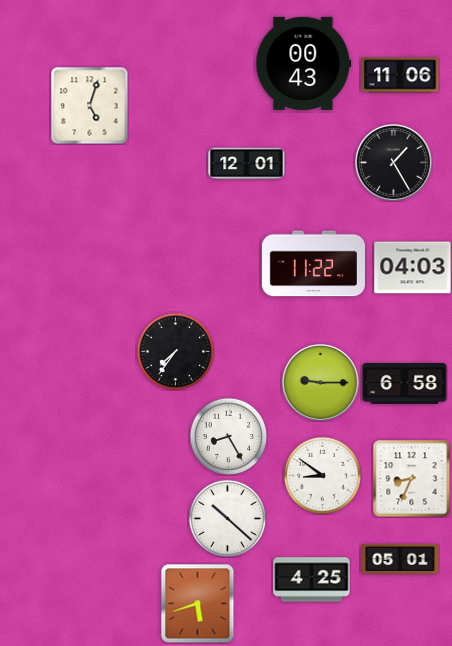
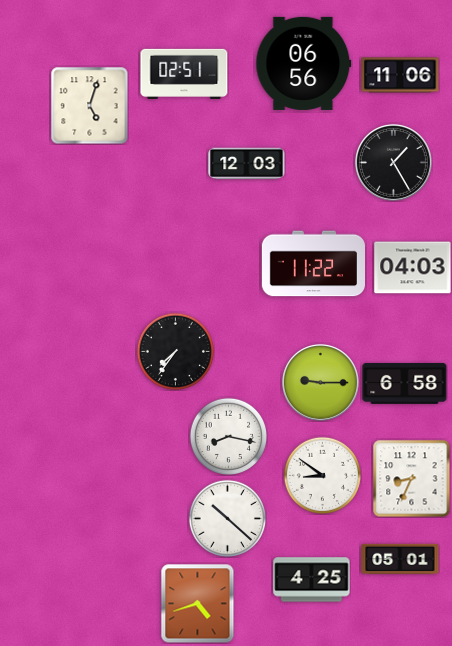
clock at (304, 63): 00:43 -> 06:56
clock at (184, 74): none -> 02:51
clock at (247, 164): 12:01 -> 12:03
clock at (228, 436): 8:25 -> 8:17
clock at (198, 603): 5:42 -> 4:42
